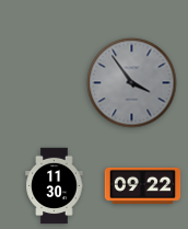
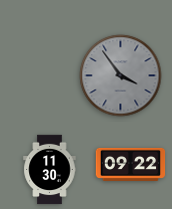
clock at (143, 185) position: (143, 185) -> (131, 164)
